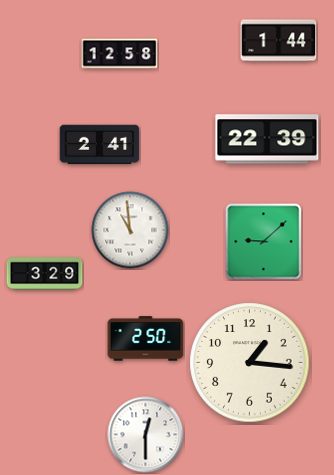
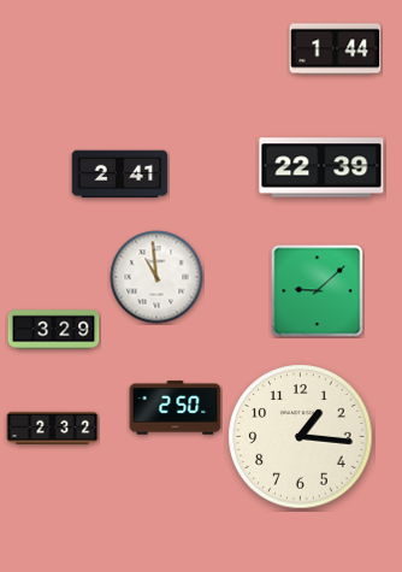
clock at (120, 54): 12:58 -> none
clock at (53, 427): none -> 2:32
clock at (146, 435): 12:30 -> none
